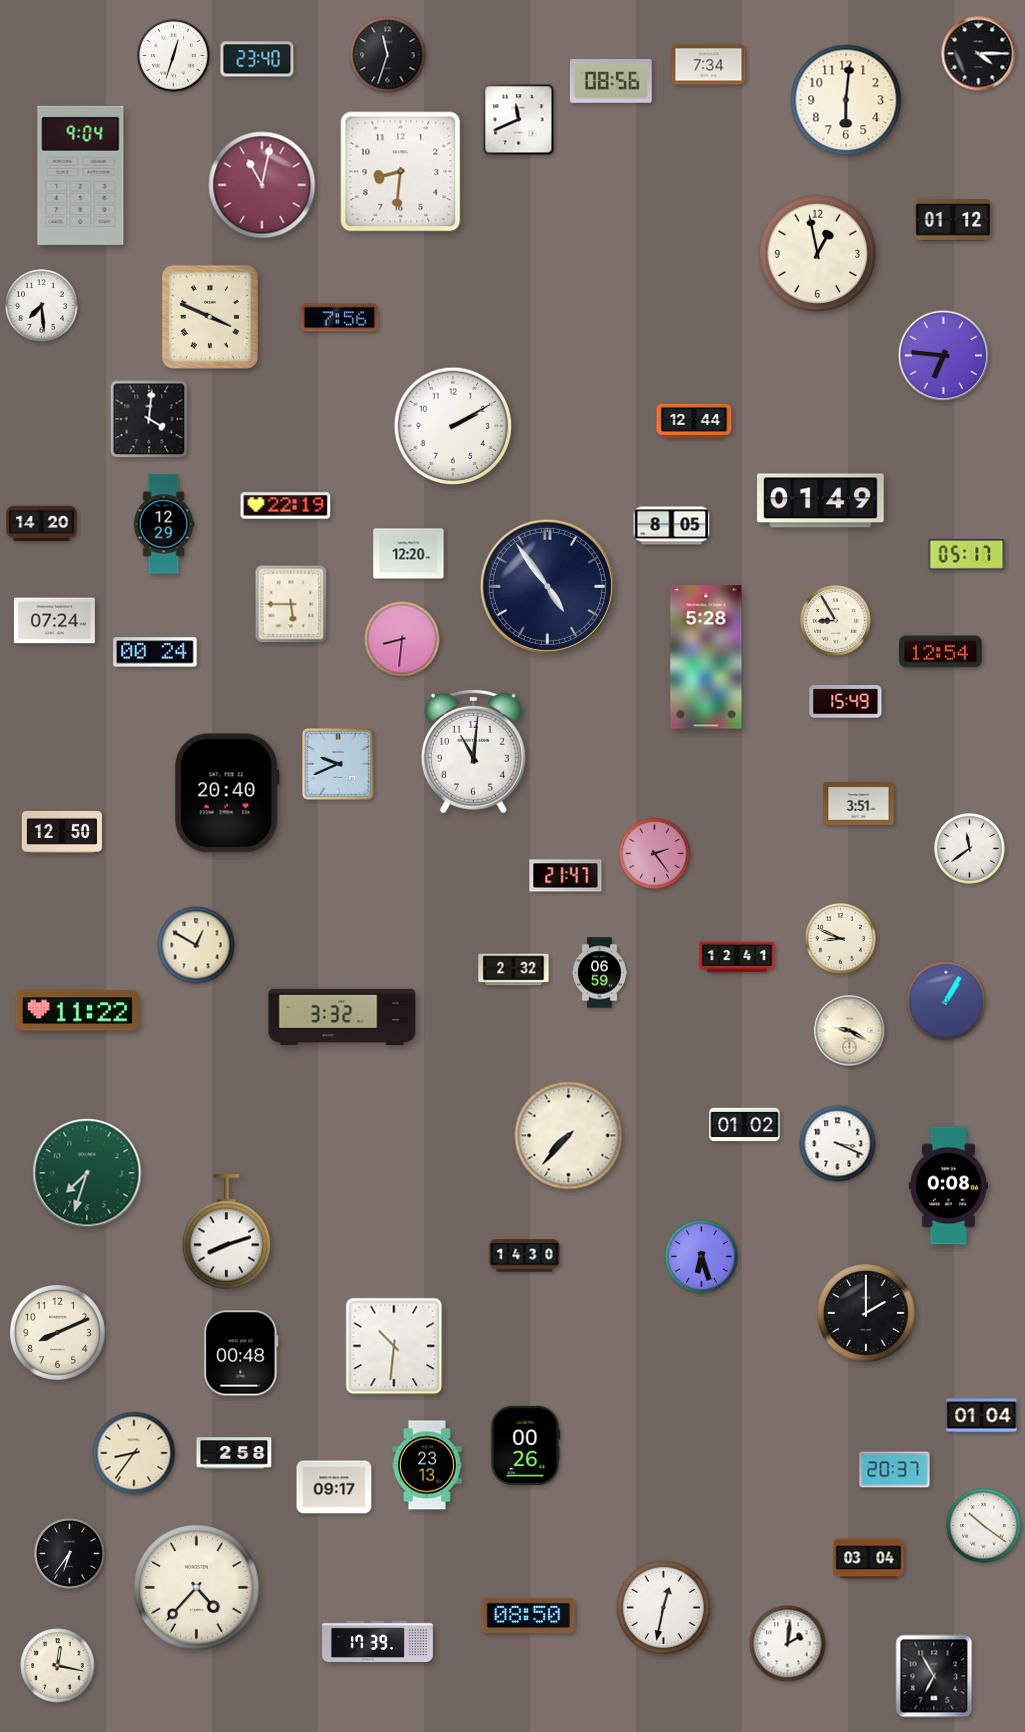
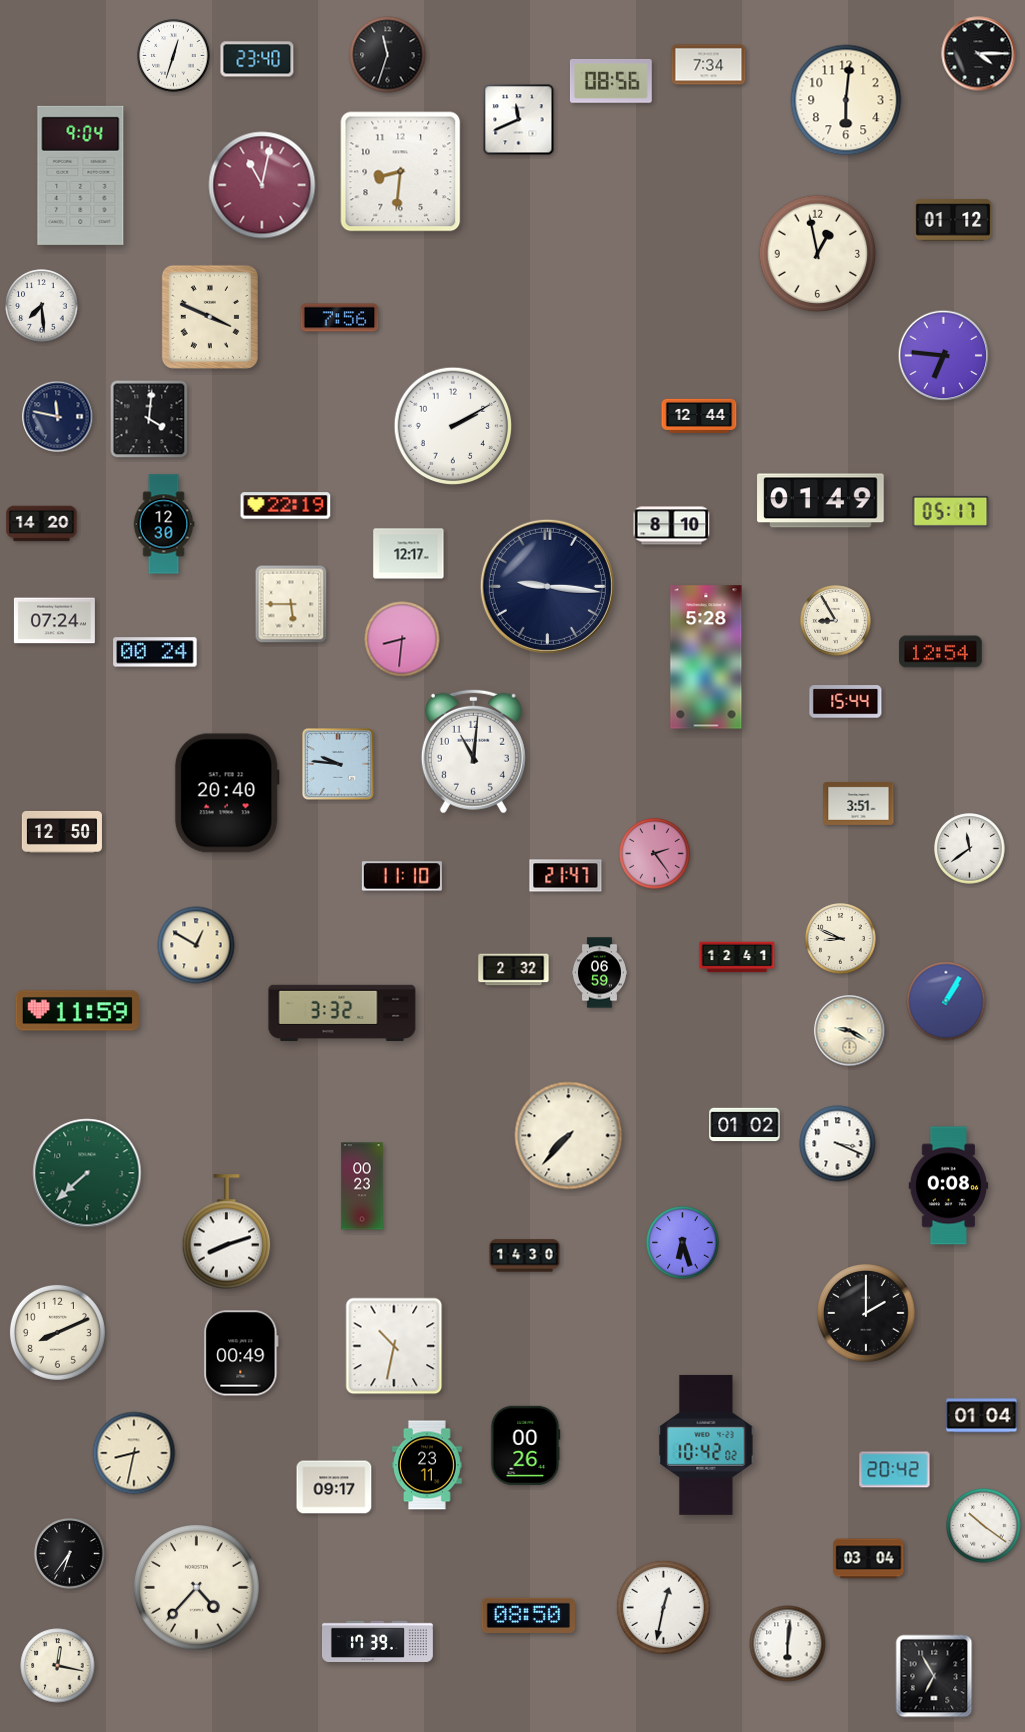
clock at (58, 417): none -> 11:47
clock at (694, 421) position: (694, 421) -> (699, 416)
clock at (164, 524): 12:29 -> 12:30
clock at (672, 526): 8:05 -> 8:10
clock at (409, 554): 12:20 -> 12:17
clock at (967, 554) position: (967, 554) -> (951, 511)
clock at (547, 586): 4:54 -> 9:16
clock at (846, 702): 15:49 -> 15:44
clock at (338, 764): 9:41 -> 9:46
clock at (402, 876): none -> 11:10
clock at (77, 1011): 11:22 -> 11:59
clock at (342, 1017) position: (342, 1017) -> (342, 1013)
clock at (87, 1173): 7:33 -> 7:38
clock at (362, 1186): none -> 00:23
clock at (702, 1257) position: (702, 1257) -> (683, 1243)
clock at (394, 1346): 10:31 -> 10:32
clock at (241, 1353): 00:48 -> 00:49
clock at (706, 1445): none -> 10:42
clock at (134, 1453): 8:36 -> 8:32
clock at (234, 1453): 2:58 -> none
clock at (427, 1465): 23:13 -> 23:11
clock at (895, 1470): 20:37 -> 20:42
clock at (788, 1644): 2:01 -> 6:01
